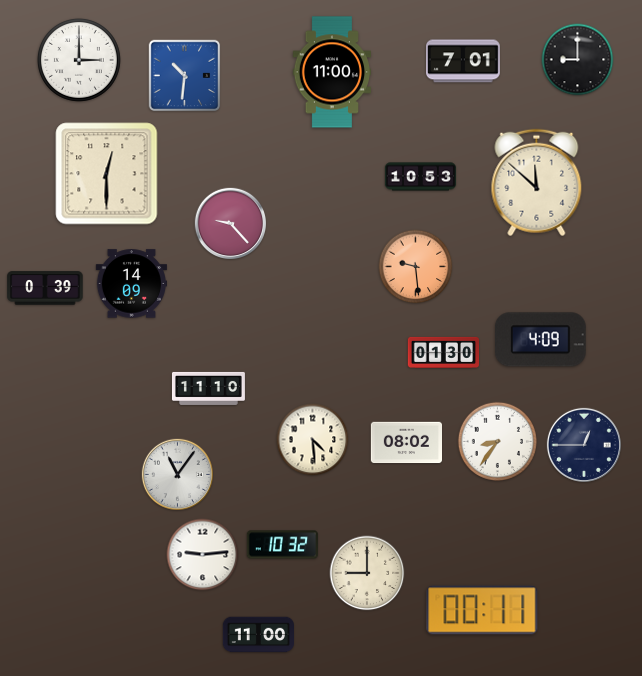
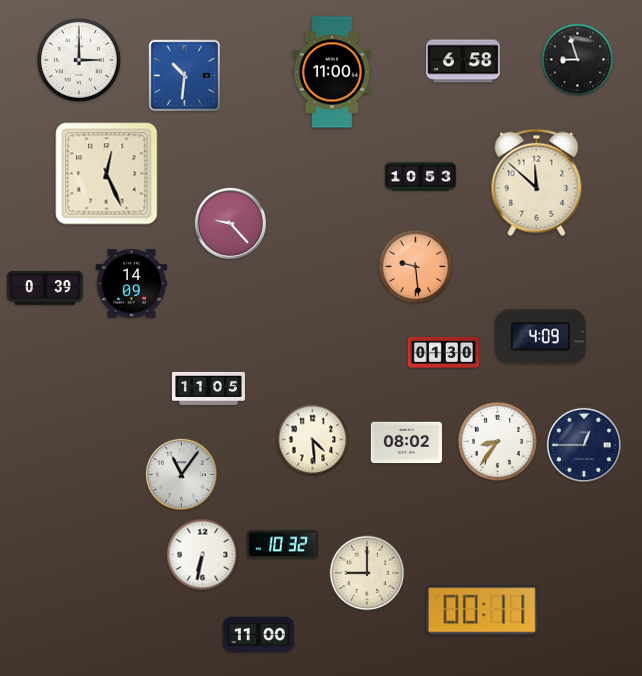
clock at (578, 60): 9:00 -> 8:57
clock at (464, 61): 7:01 -> 6:58
clock at (107, 174): 12:30 -> 12:26
clock at (541, 340) position: (541, 340) -> (541, 337)
clock at (208, 388): 11:10 -> 11:05
clock at (177, 474) position: (177, 474) -> (181, 474)
clock at (203, 555): 9:14 -> 6:32
